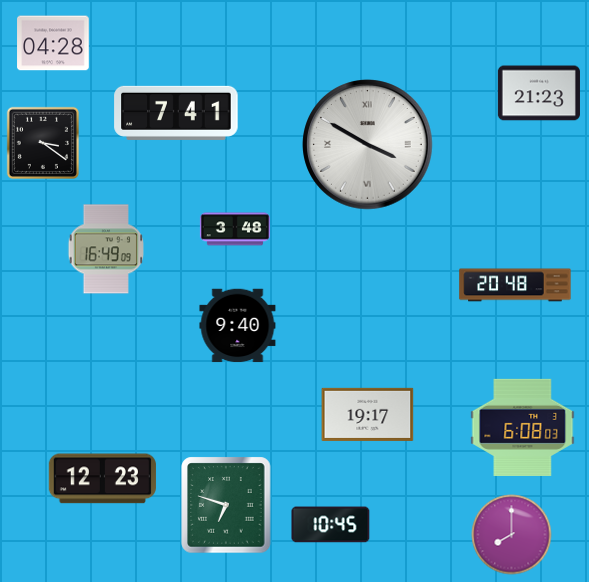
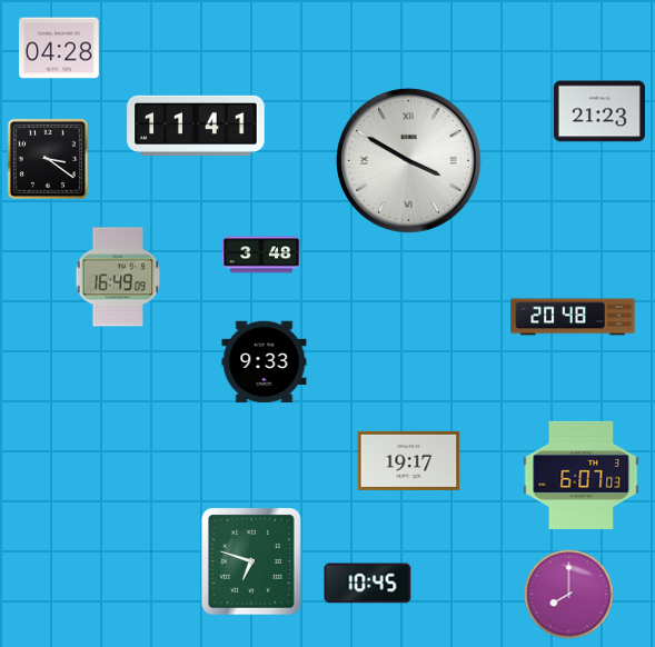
clock at (539, 93) position: (539, 93) -> (599, 111)
clock at (176, 113): 7:41 -> 11:41
clock at (238, 326): 9:40 -> 9:33
clock at (523, 427): 6:08 -> 6:07
clock at (102, 479): 12:23 -> none
